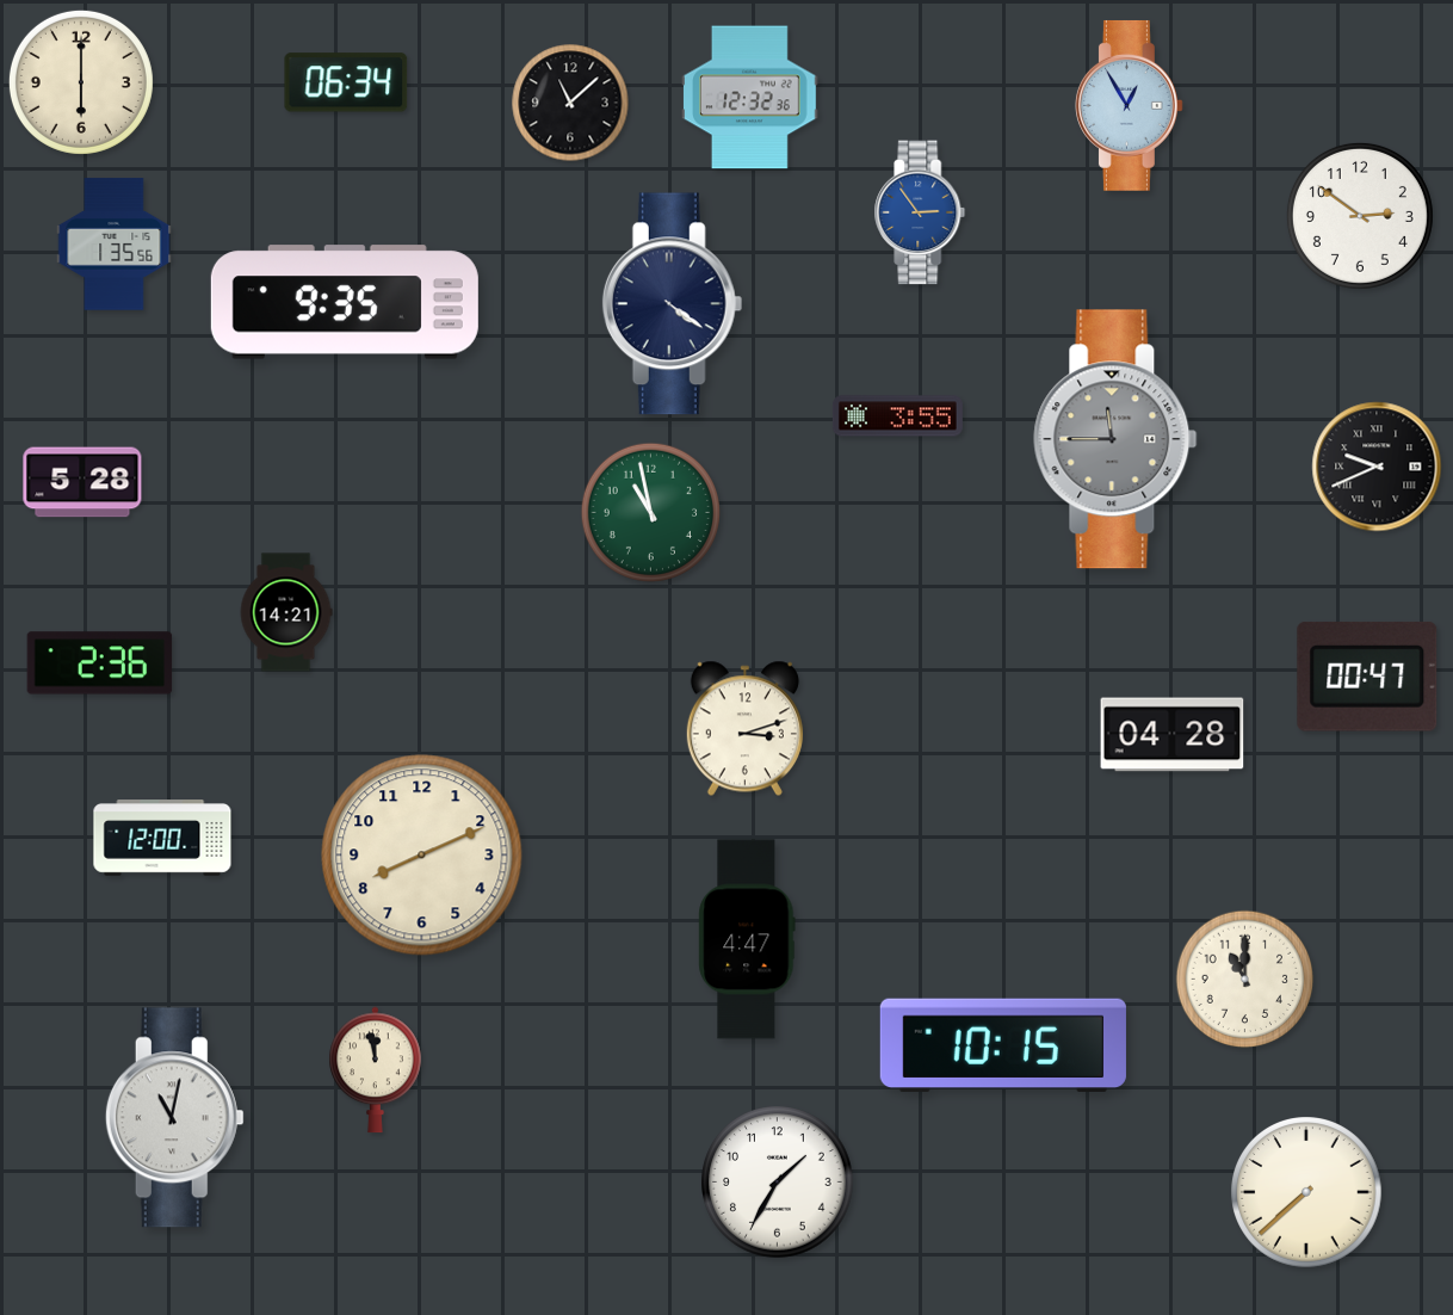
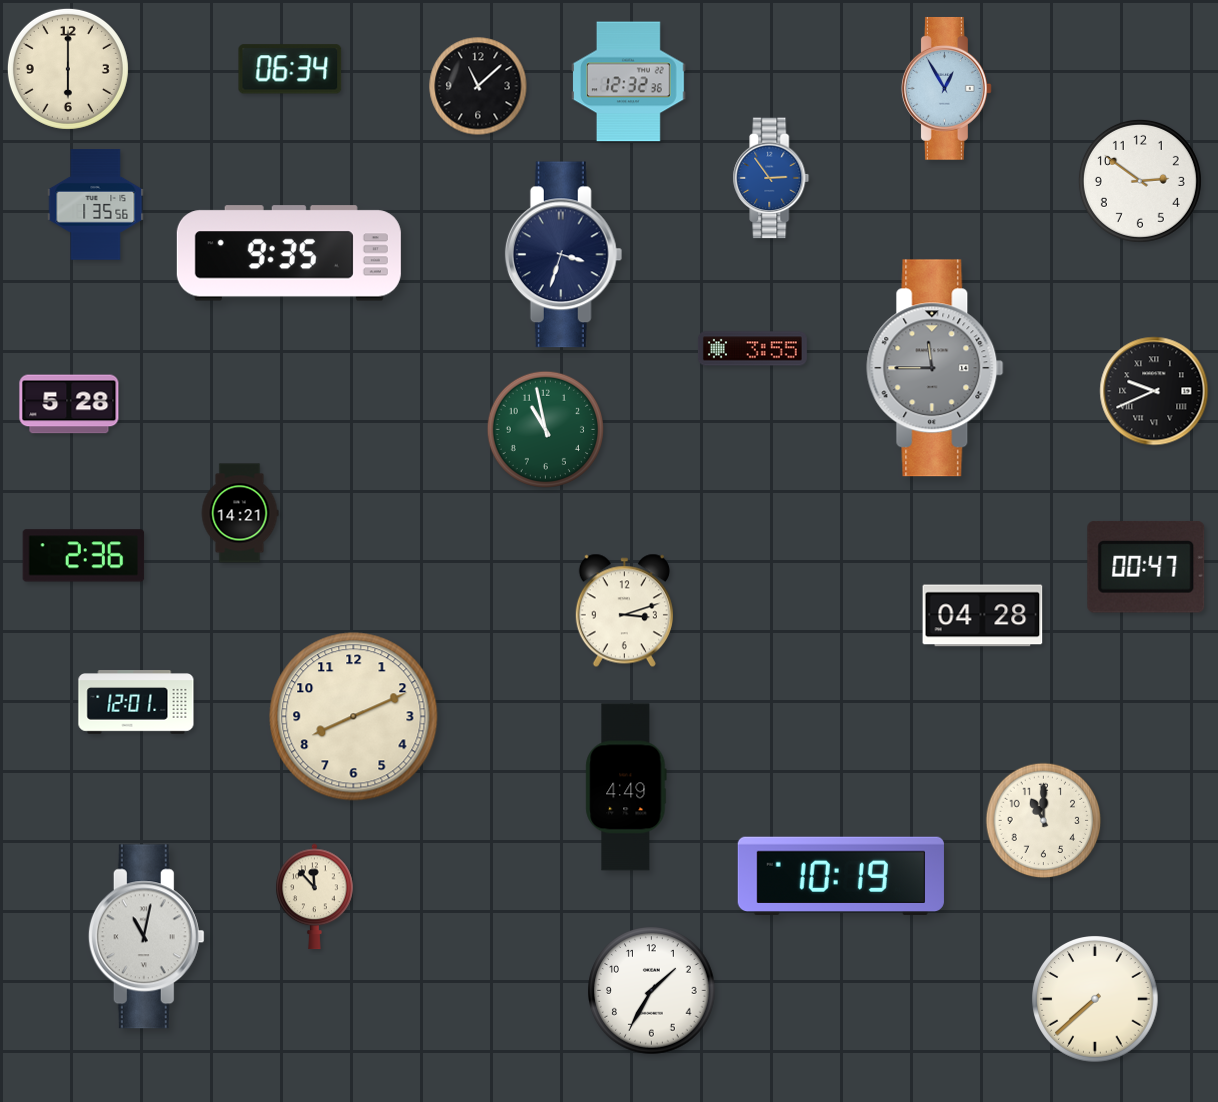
clock at (673, 304): 4:21 -> 3:33
clock at (162, 838): 12:00 -> 12:01
clock at (747, 939): 4:47 -> 4:49
clock at (1003, 1044): 10:15 -> 10:19
clock at (376, 1070): 11:58 -> 11:53
